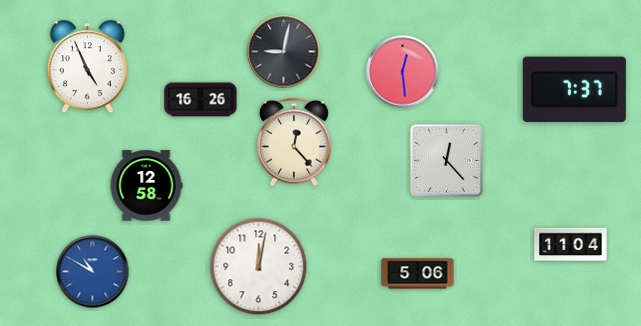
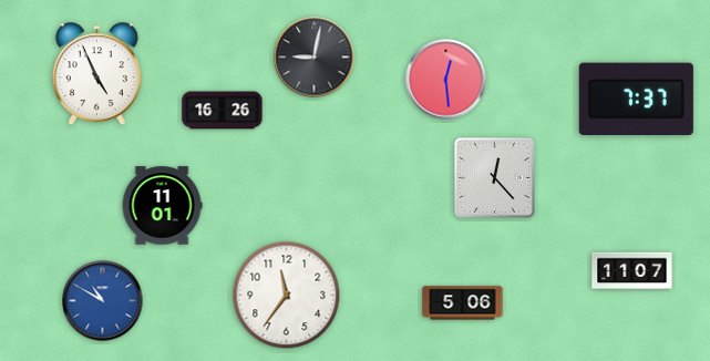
clock at (294, 142): 12:23 -> none
clock at (146, 186): 12:58 -> 11:01
clock at (571, 245): 11:04 -> 11:07
clock at (259, 267): 12:02 -> 11:36
